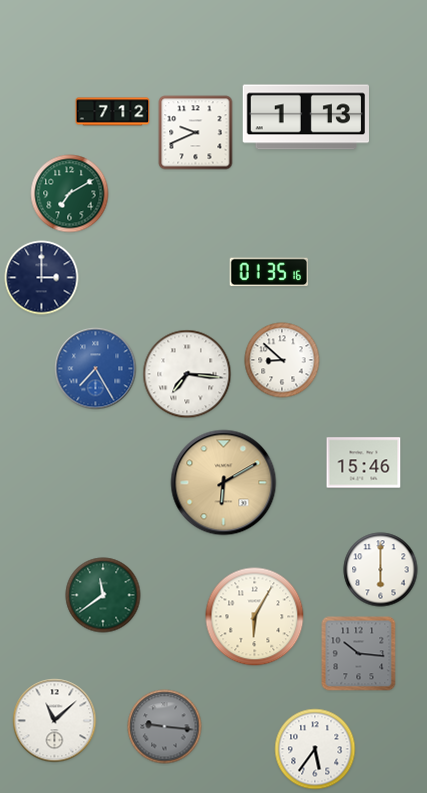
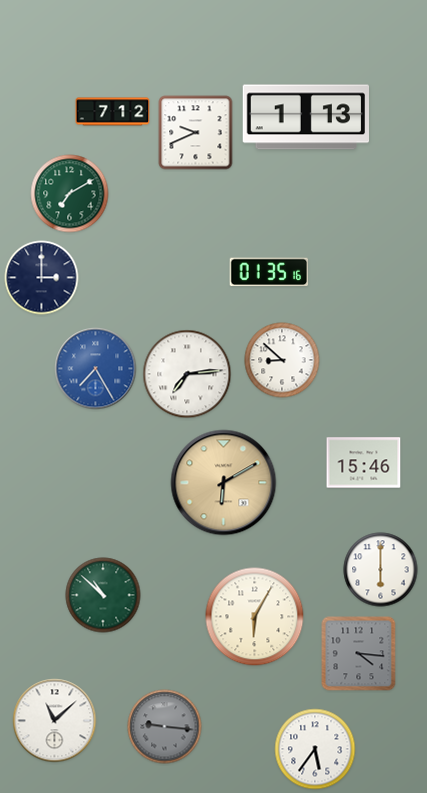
clock at (187, 374): 7:16 -> 7:14
clock at (103, 595): 11:39 -> 10:52
clock at (359, 654): 10:16 -> 4:16
